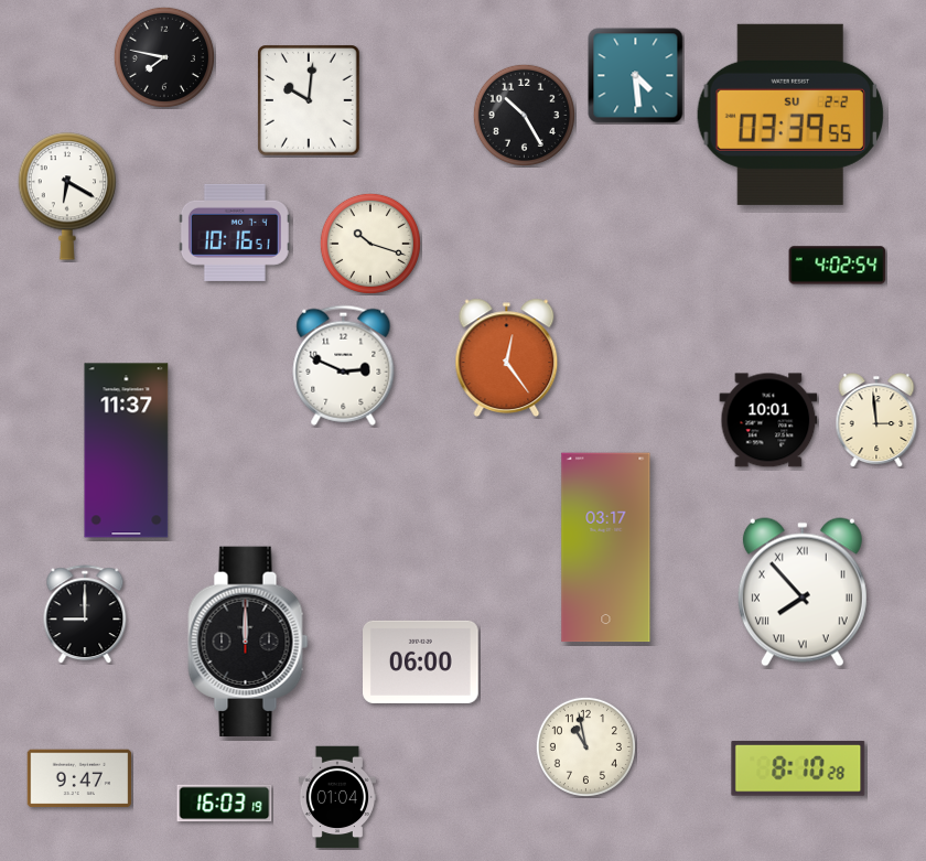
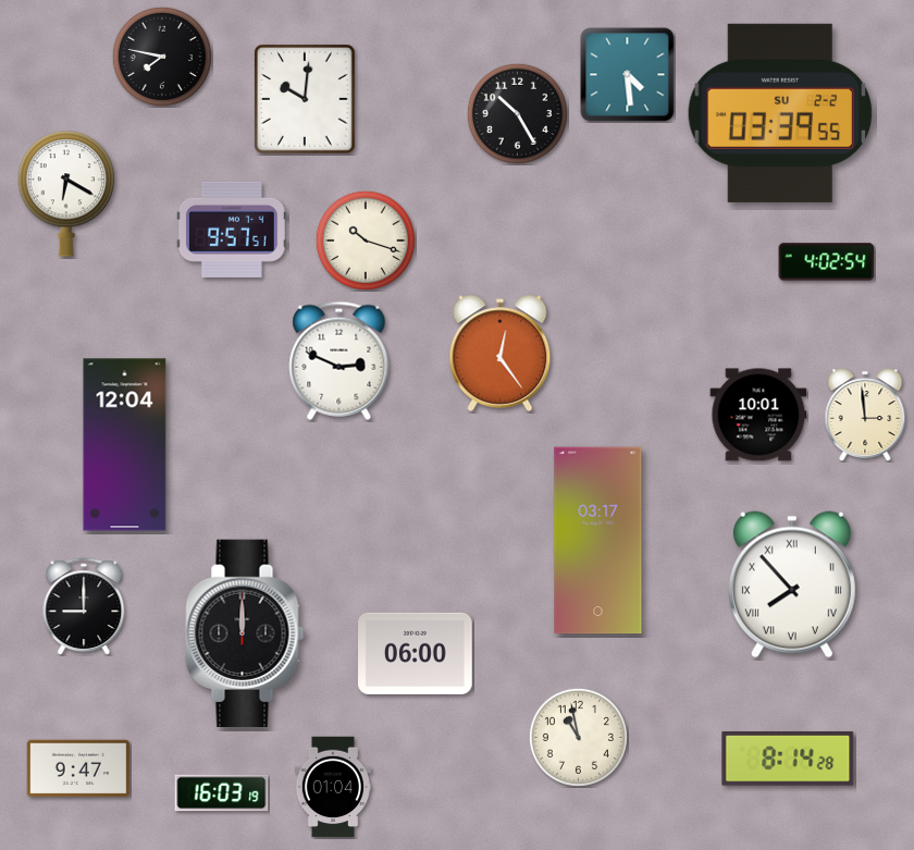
clock at (235, 233): 10:16 -> 9:57
clock at (127, 451): 11:37 -> 12:04
clock at (798, 768): 8:10 -> 8:14
